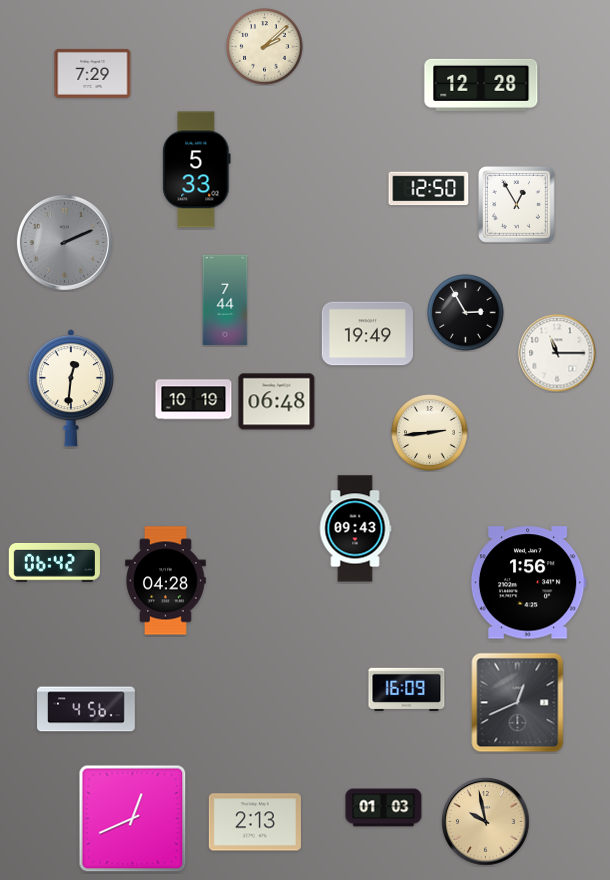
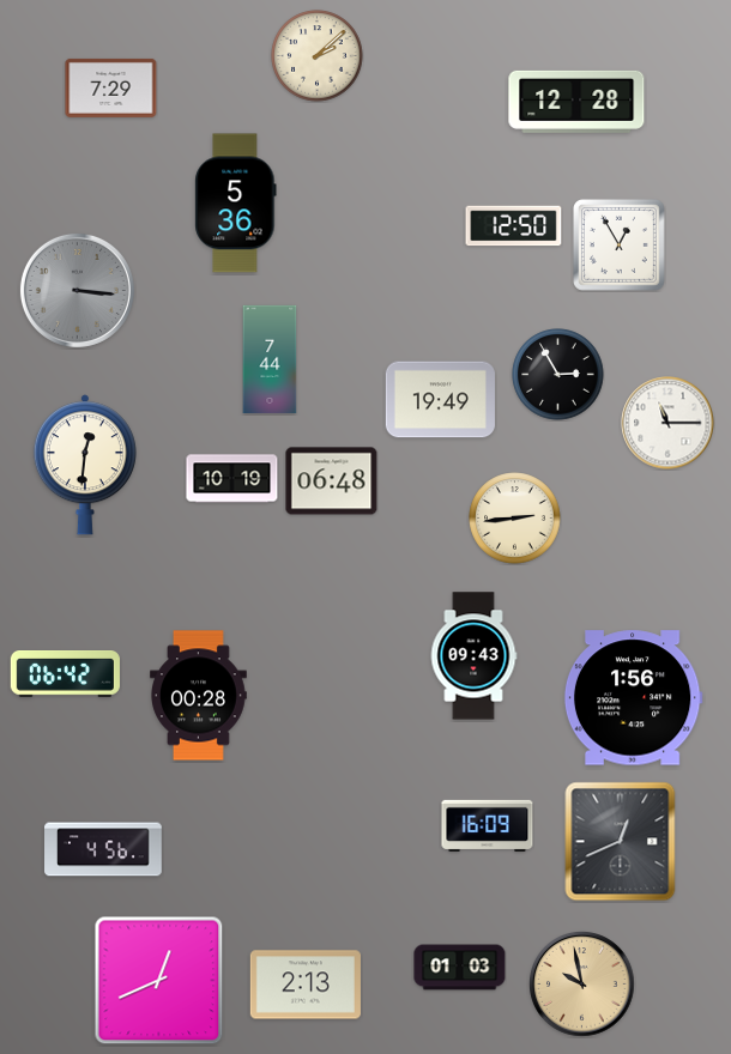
clock at (197, 170): 5:33 -> 5:36
clock at (64, 242): 2:11 -> 3:16
clock at (355, 529) position: (355, 529) -> (473, 656)
clock at (166, 581): 04:28 -> 00:28
